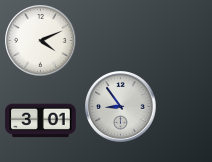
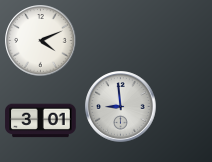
clock at (121, 107): 8:54 -> 8:59
